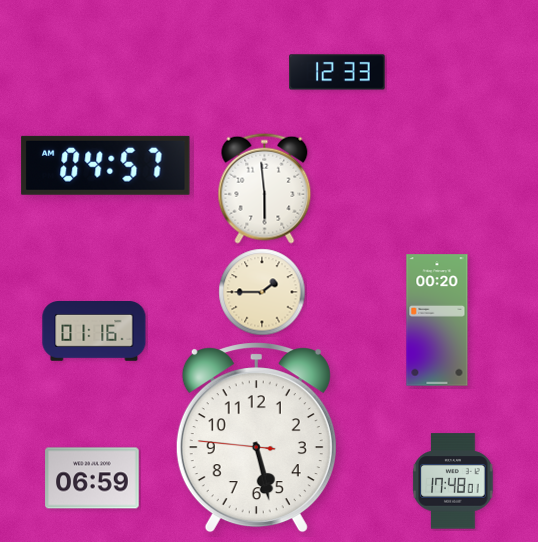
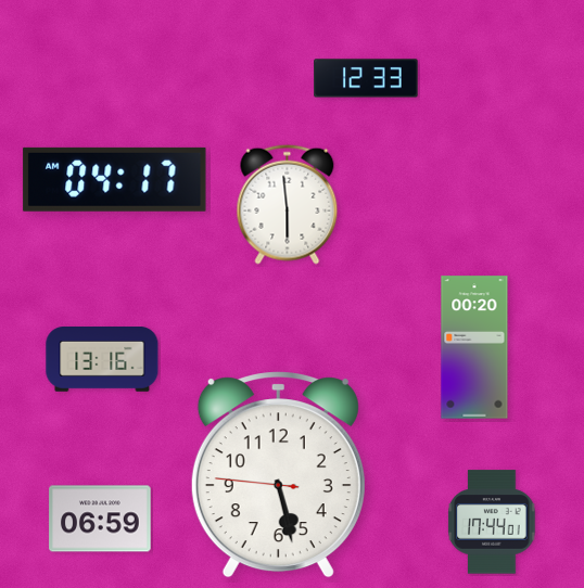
clock at (106, 165): 04:57 -> 04:17
clock at (262, 292): 1:45 -> none
clock at (94, 332): 01:16 -> 13:16
clock at (453, 481): 17:48 -> 17:44
